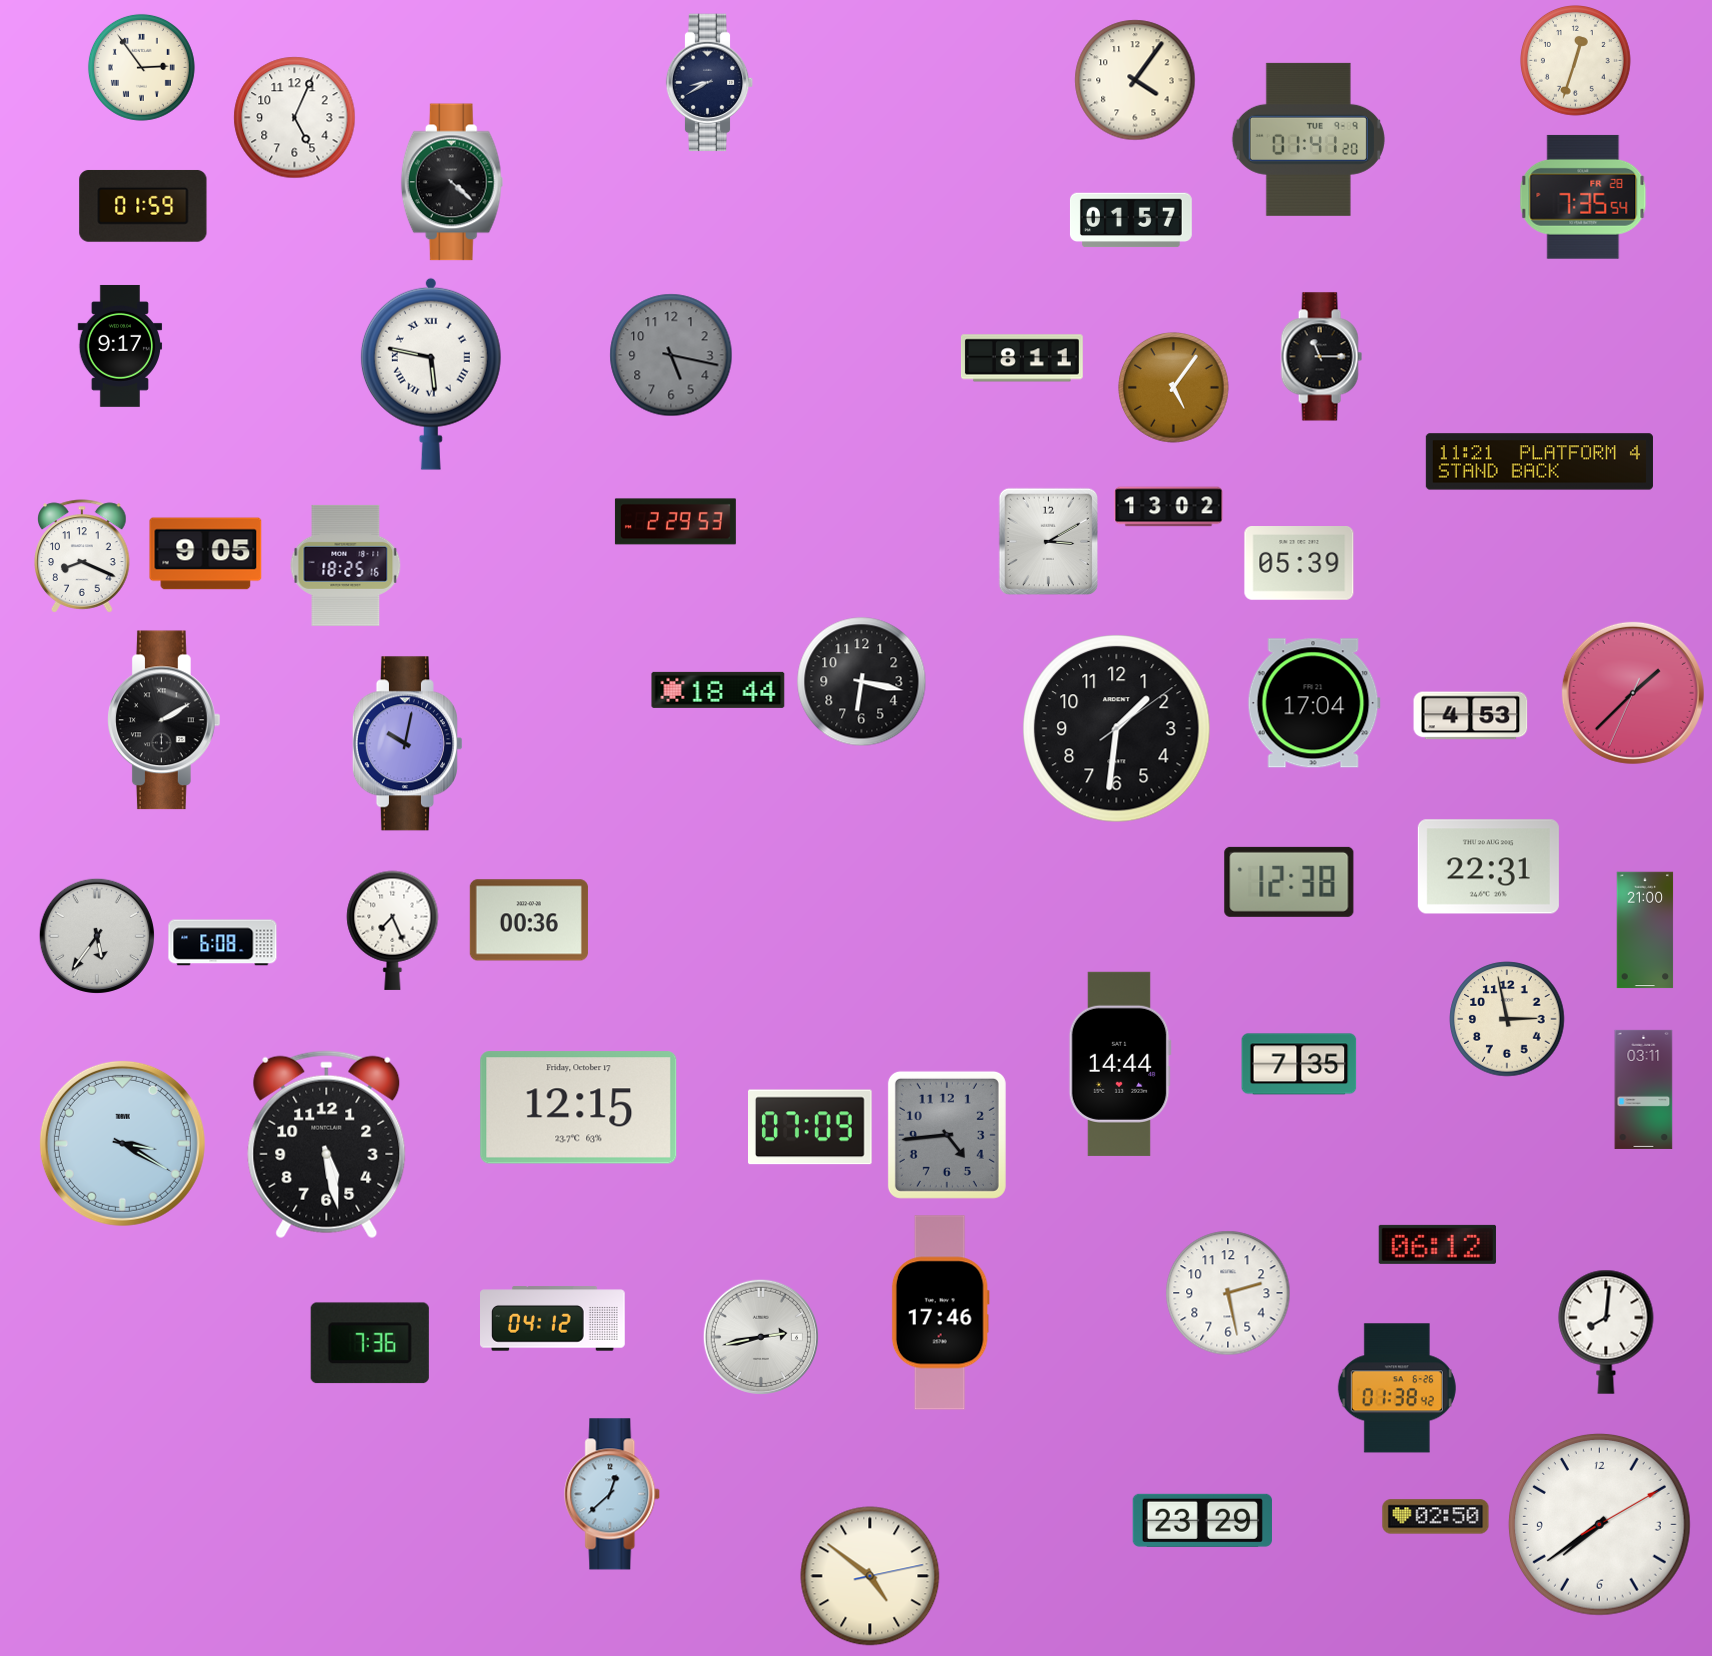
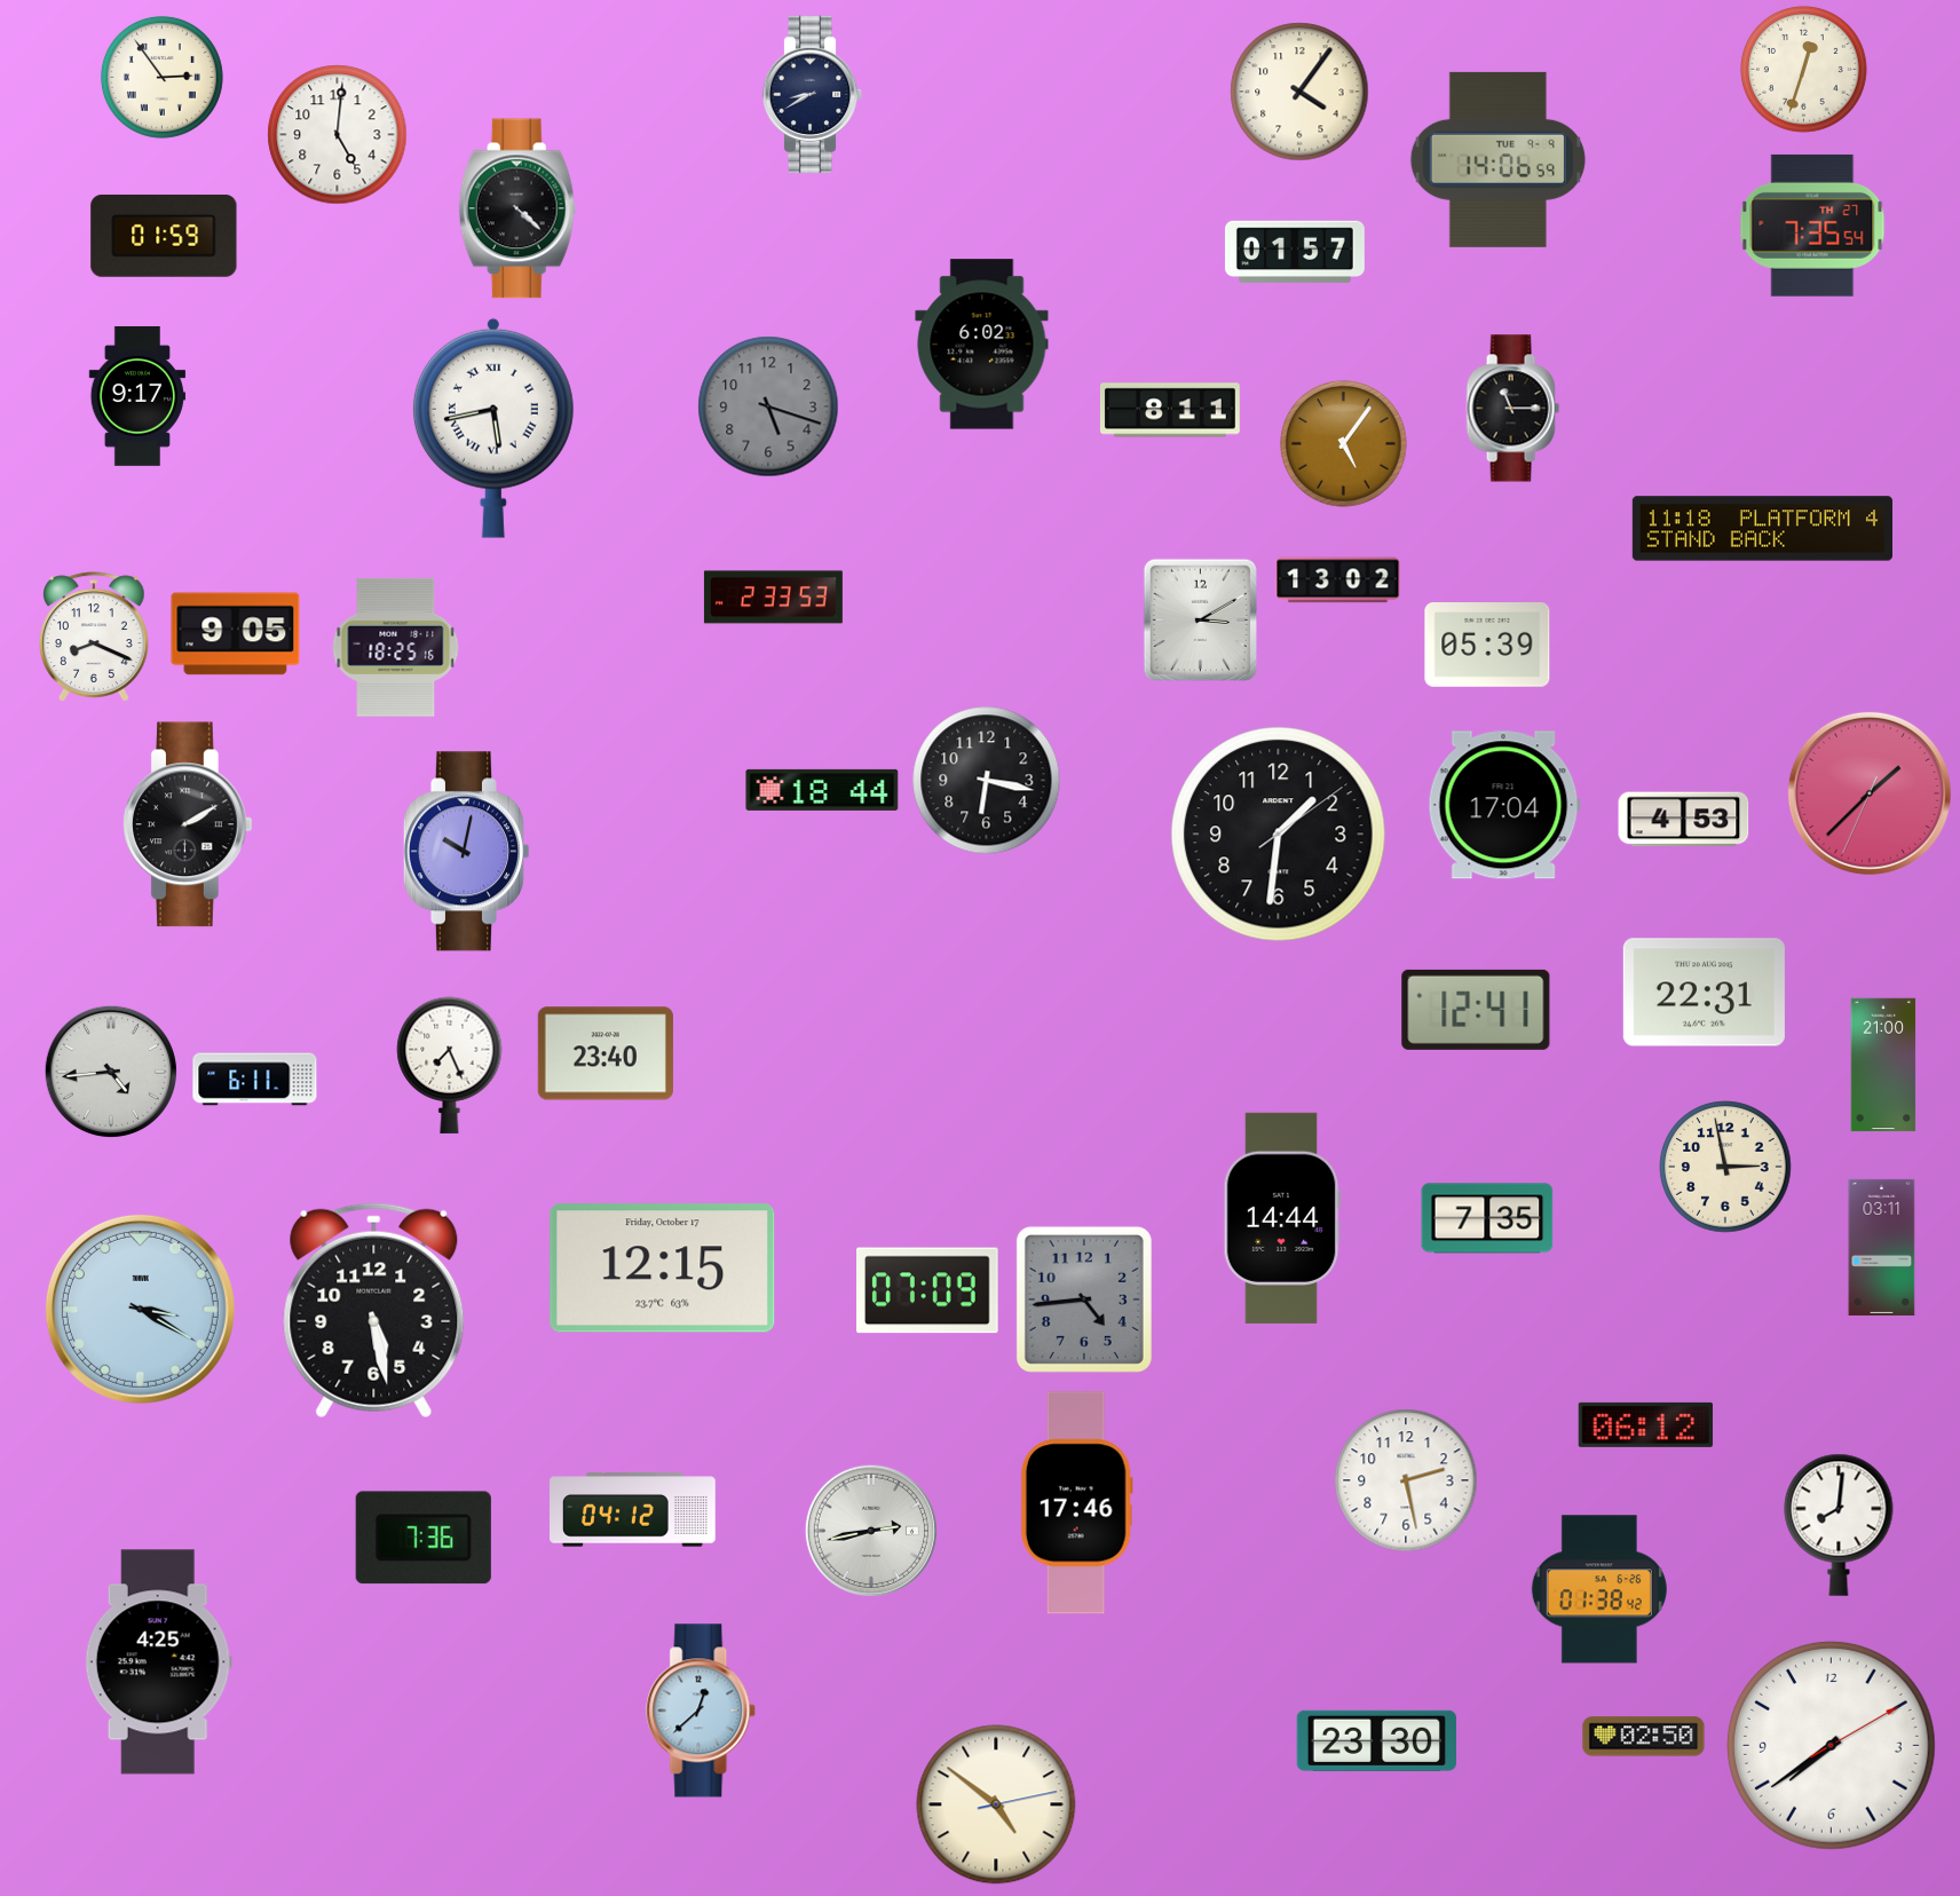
clock at (295, 118): 5:04 -> 5:01
clock at (1308, 139): 01:41 -> 14:06
clock at (1583, 197) date: FR 28 -> TH 27
clock at (982, 345): none -> 6:02
clock at (671, 355): 5:17 -> 5:18
clock at (431, 374): 5:47 -> 5:43
clock at (1539, 462): 11:21 -> 11:18
clock at (675, 522): 2:29 -> 2:33
clock at (1289, 882): 12:38 -> 12:41
clock at (529, 920): 00:36 -> 23:40
clock at (97, 936): 5:36 -> 4:44
clock at (223, 943): 6:08 -> 6:11
clock at (158, 1662): none -> 4:25
clock at (1202, 1520): 23:29 -> 23:30
